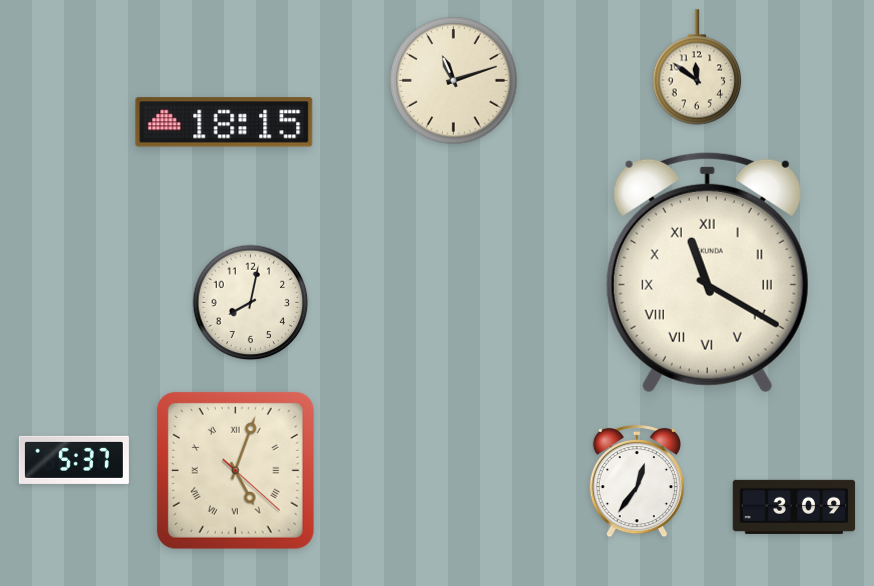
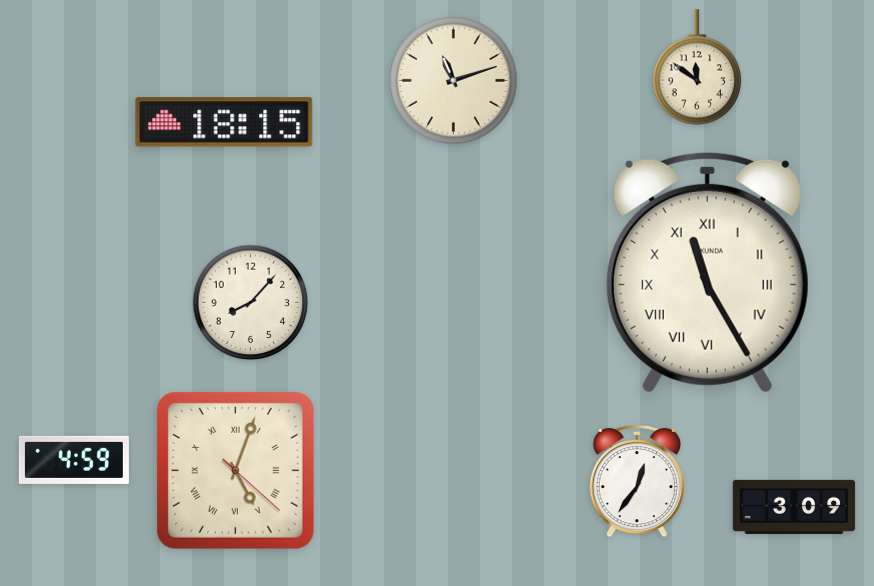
clock at (707, 272): 11:20 -> 11:25
clock at (251, 303): 8:02 -> 8:07
clock at (74, 460): 5:37 -> 4:59
